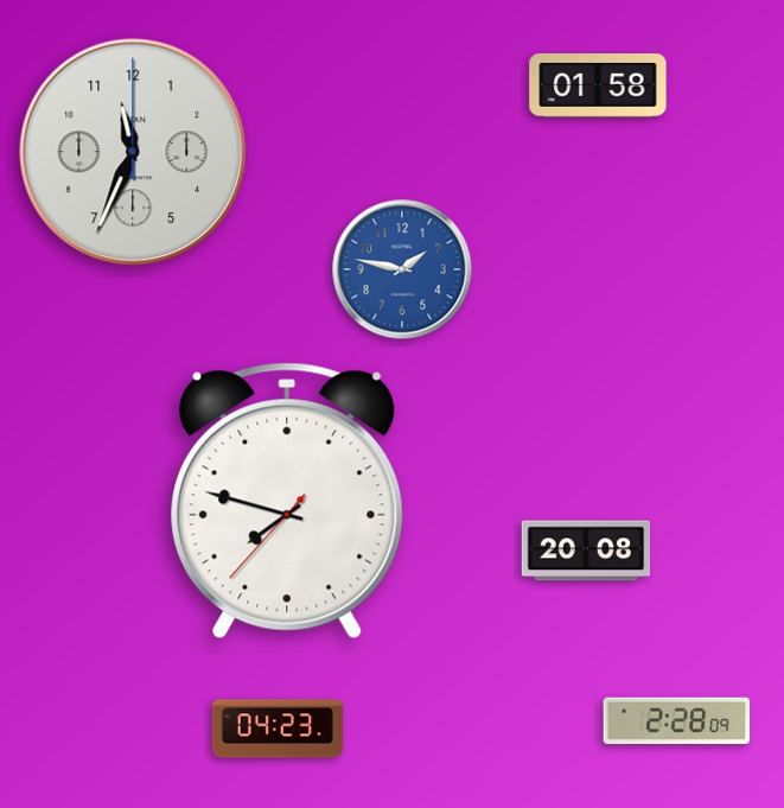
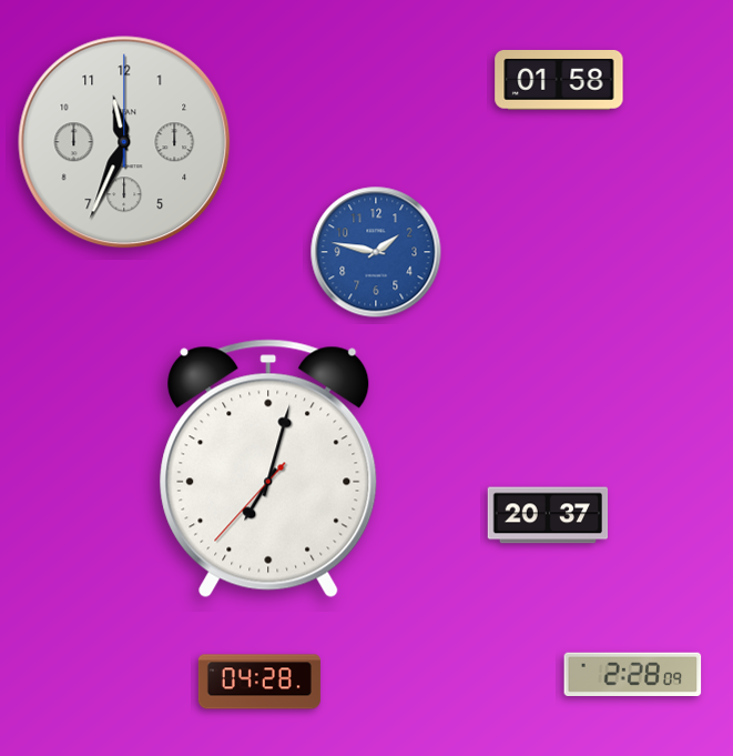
clock at (287, 501): 7:47 -> 7:02
clock at (586, 551): 20:08 -> 20:37
clock at (278, 729): 04:23 -> 04:28
